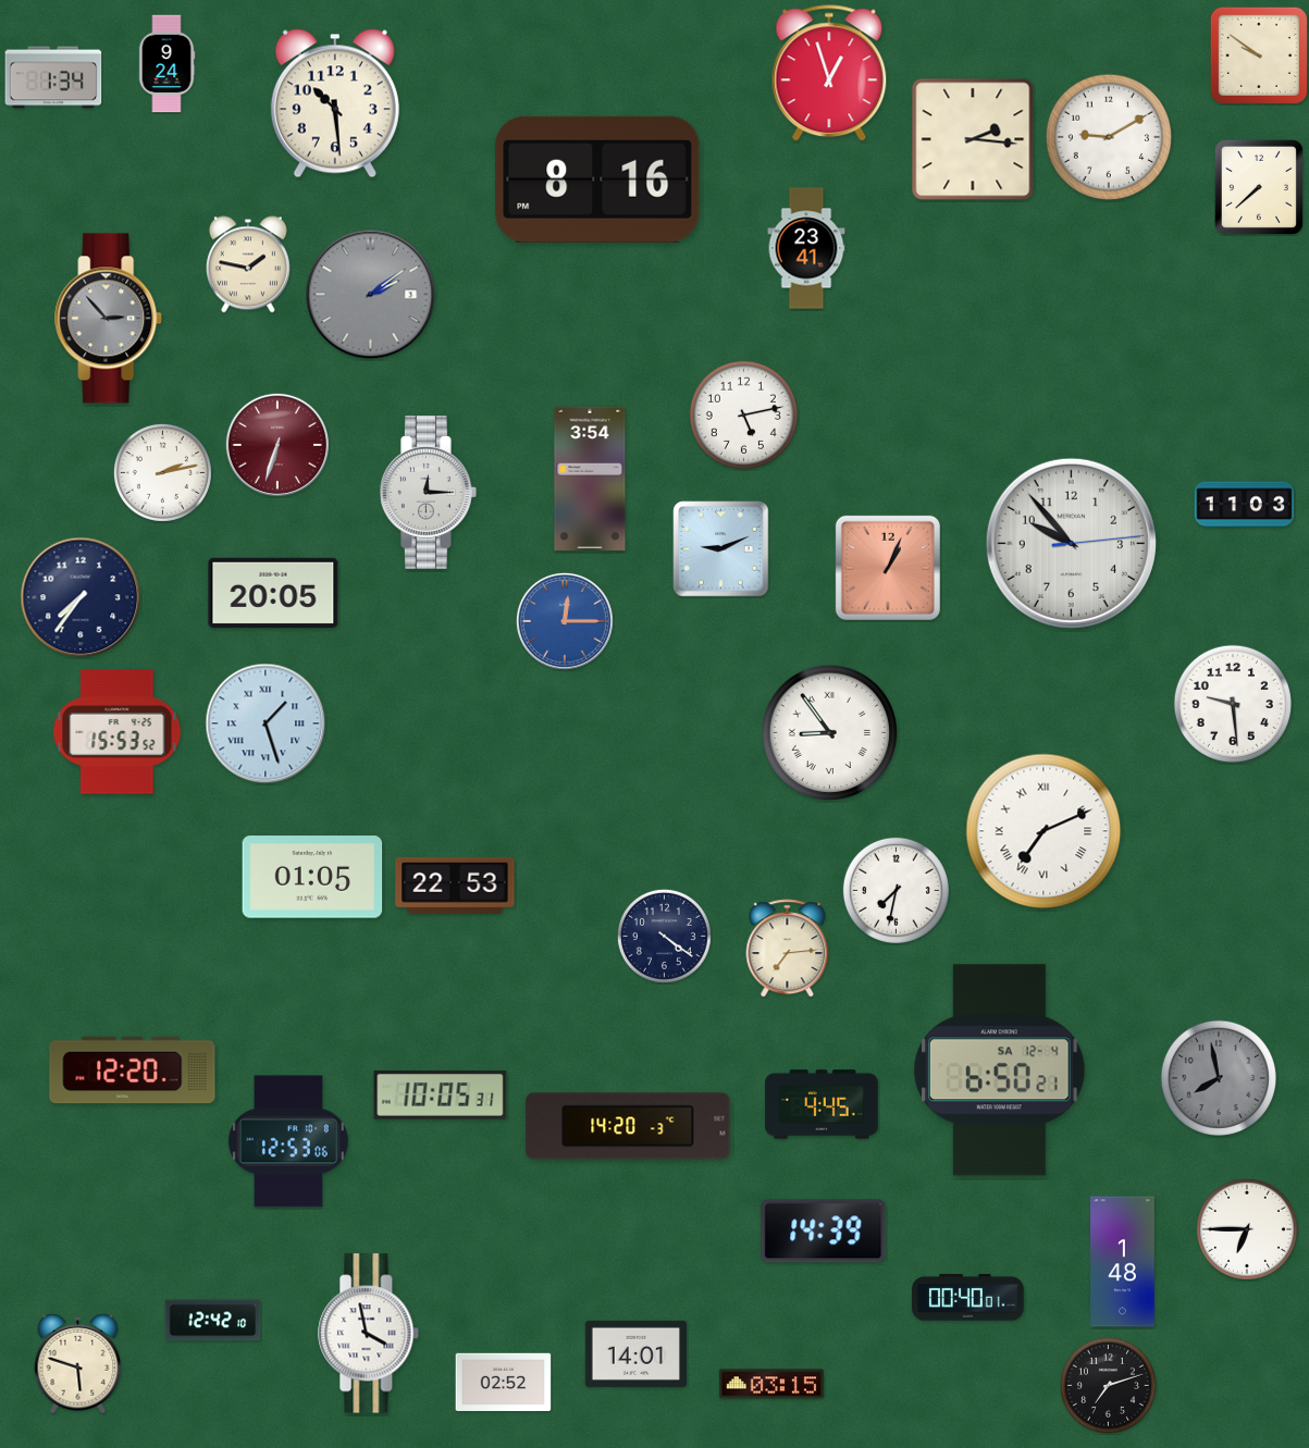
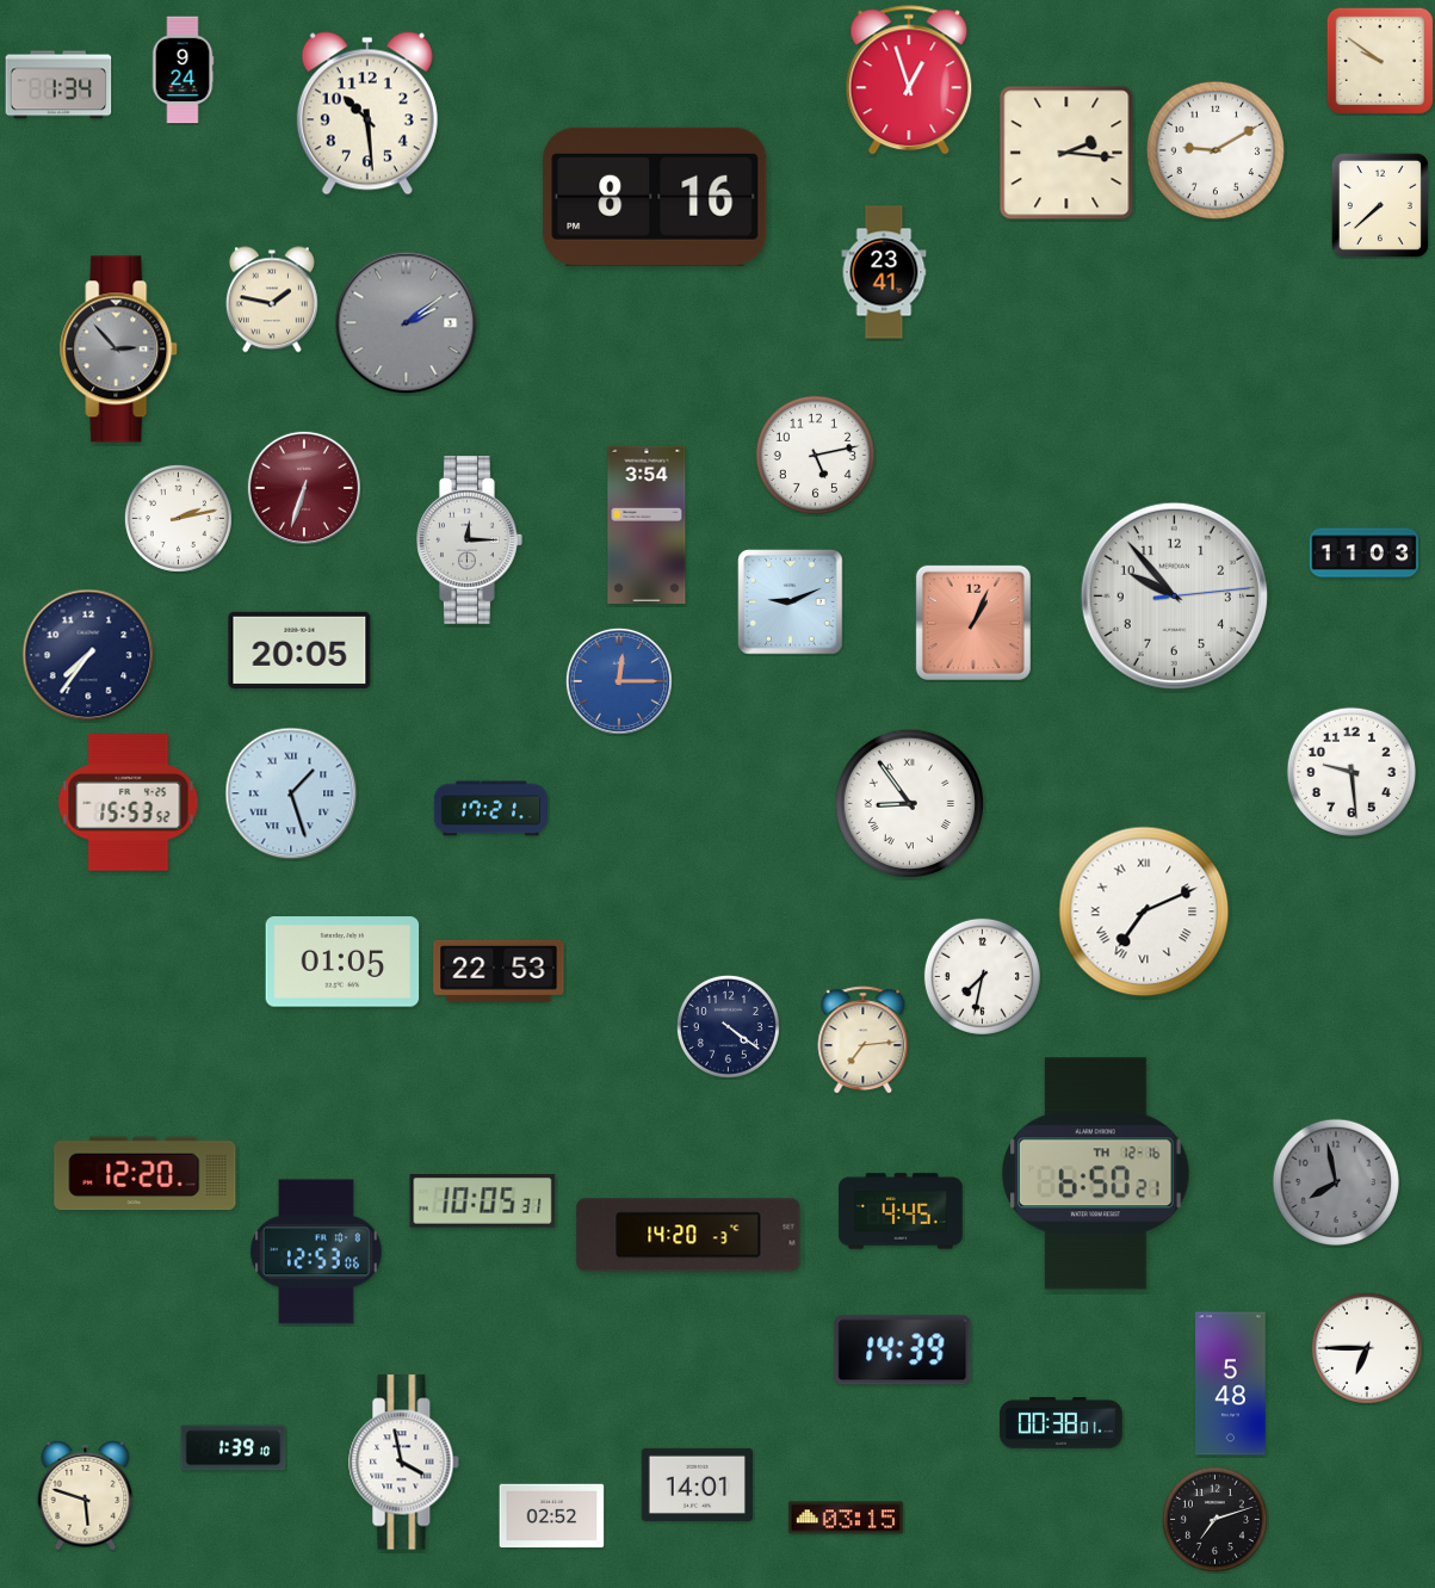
clock at (248, 264) position: (248, 264) -> (272, 299)
clock at (490, 809): none -> 17:21
clock at (1000, 1070) date: SA 12-4 -> TH 12-16
clock at (1123, 1262): 1:48 -> 5:48
clock at (968, 1298): 00:40 -> 00:38
clock at (213, 1321): 12:42 -> 1:39
